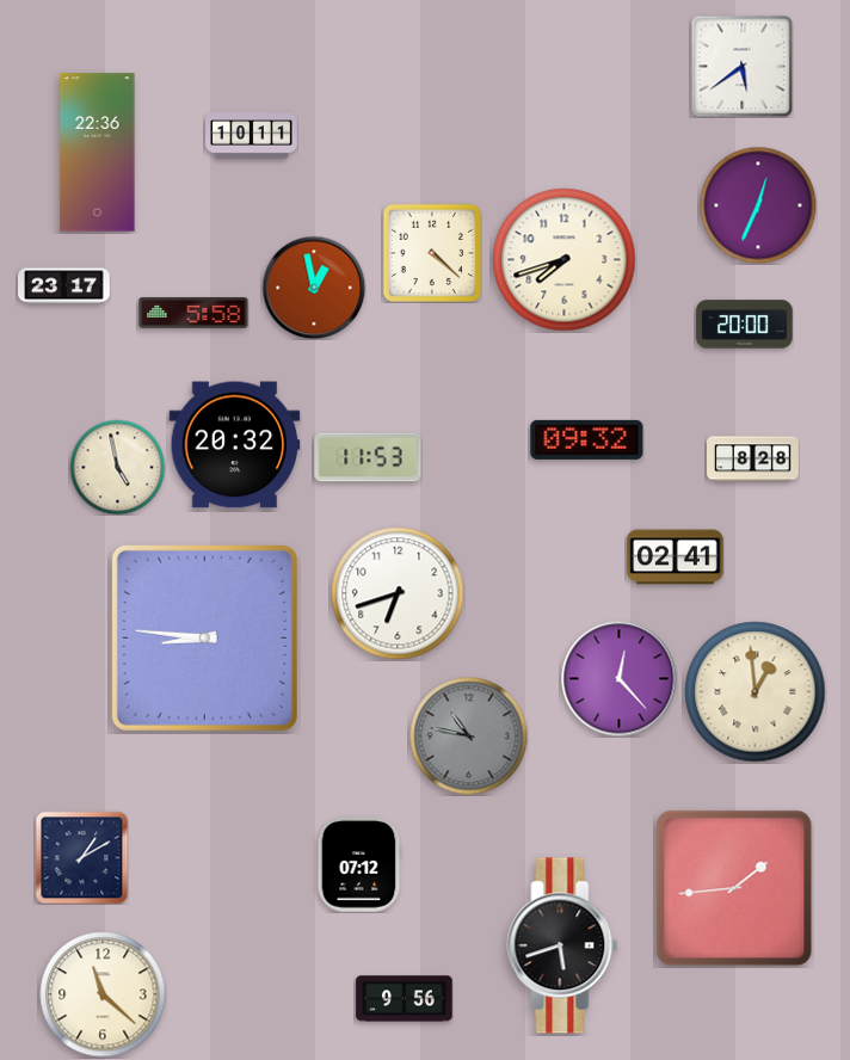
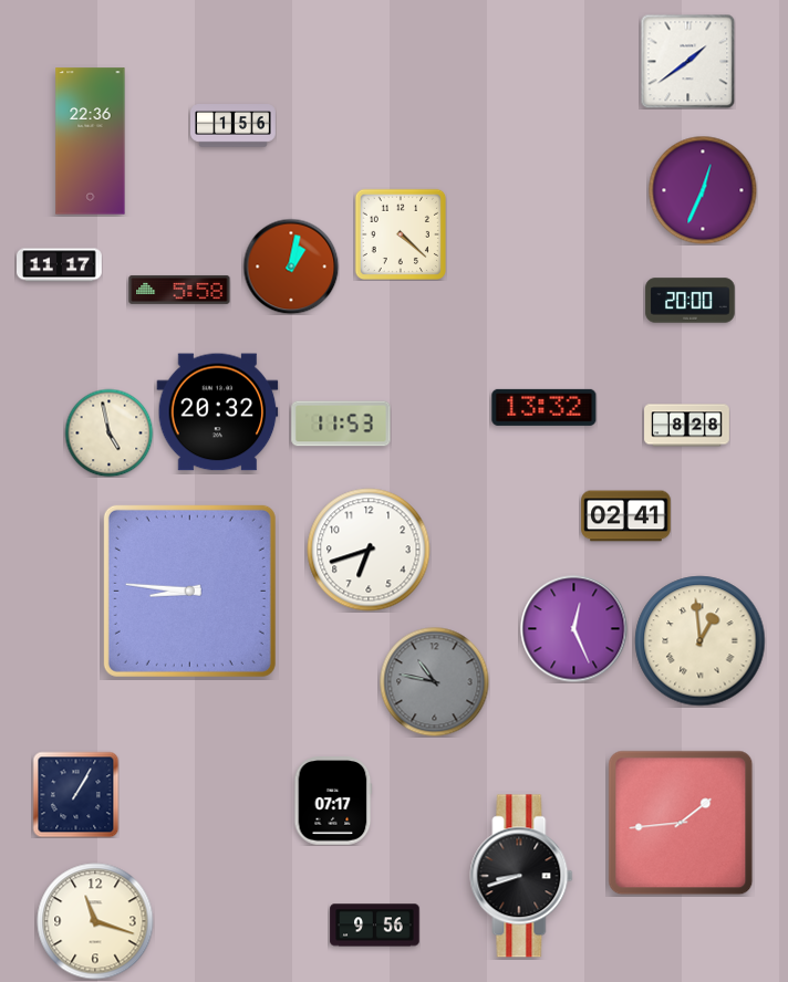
clock at (741, 66): 5:39 -> 1:39
clock at (252, 136): 10:11 -> 1:56
clock at (565, 260): 7:42 -> none
clock at (64, 286): 23:17 -> 11:17
clock at (314, 288): 12:58 -> 1:02
clock at (587, 439): 09:32 -> 13:32
clock at (753, 460) position: (753, 460) -> (687, 426)
clock at (620, 679): 12:23 -> 12:26
clock at (81, 857): 1:10 -> 1:05
clock at (359, 864): 07:12 -> 07:17
clock at (562, 945): 5:42 -> 8:42
clock at (103, 994): 11:22 -> 11:18
